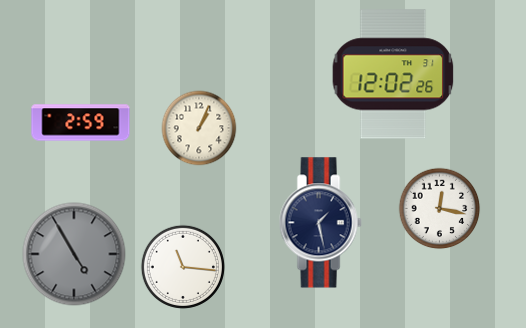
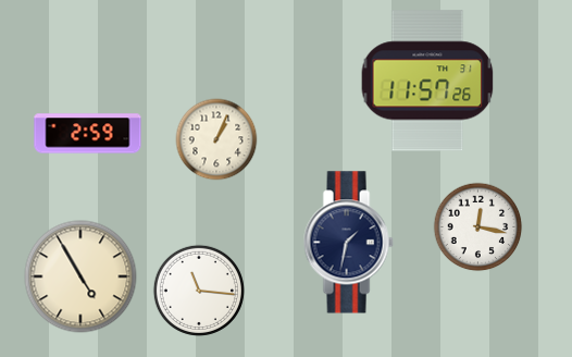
clock at (393, 74): 12:02 -> 11:57
clock at (320, 223): 1:28 -> 1:32
clock at (74, 254) dial: grey -> cream
